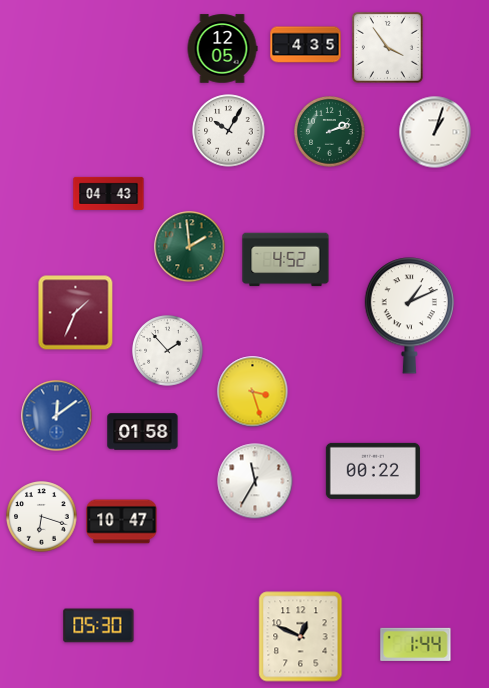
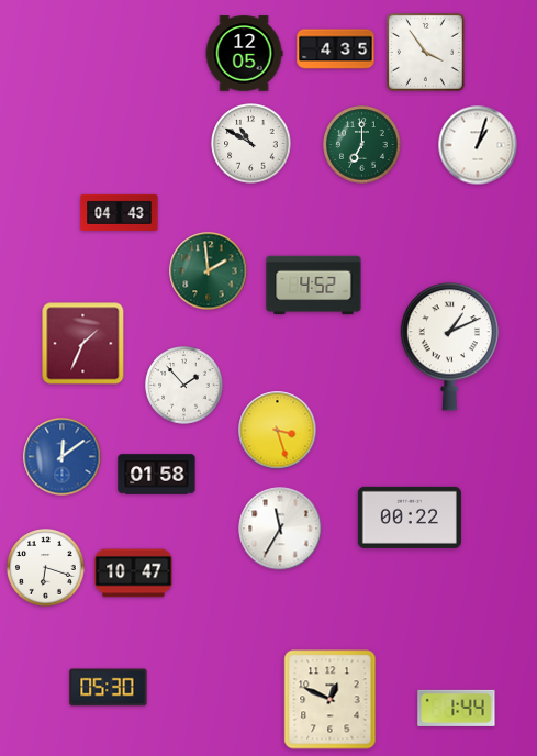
clock at (229, 131): 10:05 -> 10:50
clock at (330, 132): 2:12 -> 7:00
